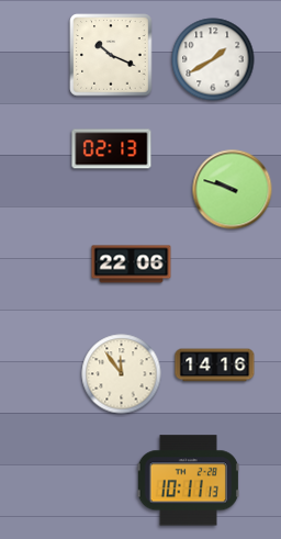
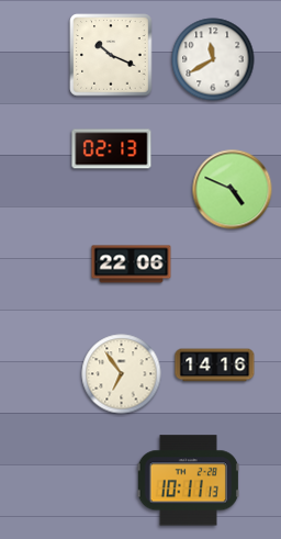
clock at (213, 59): 1:40 -> 11:40
clock at (233, 190): 9:48 -> 4:49
clock at (122, 374): 11:54 -> 6:54
